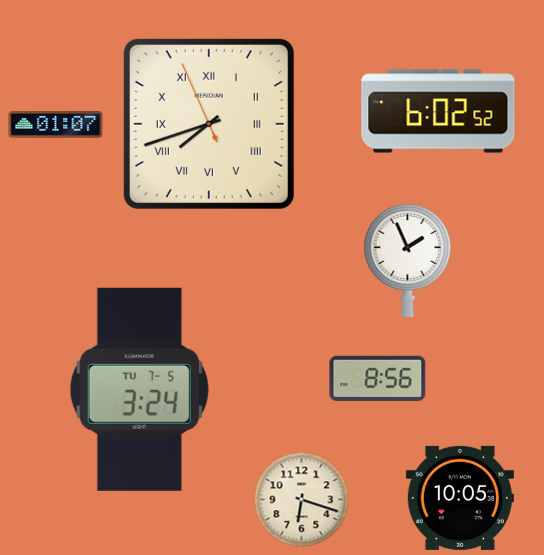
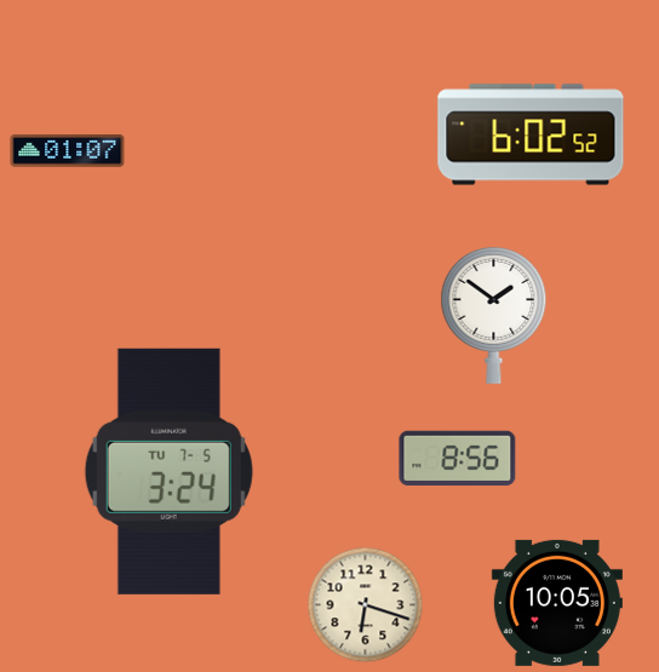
clock at (209, 124): 7:41 -> none
clock at (408, 260): 1:56 -> 1:51
